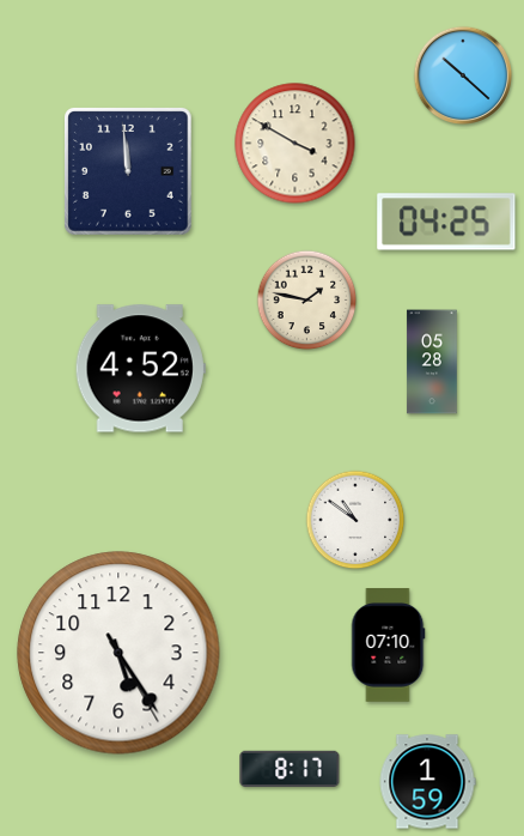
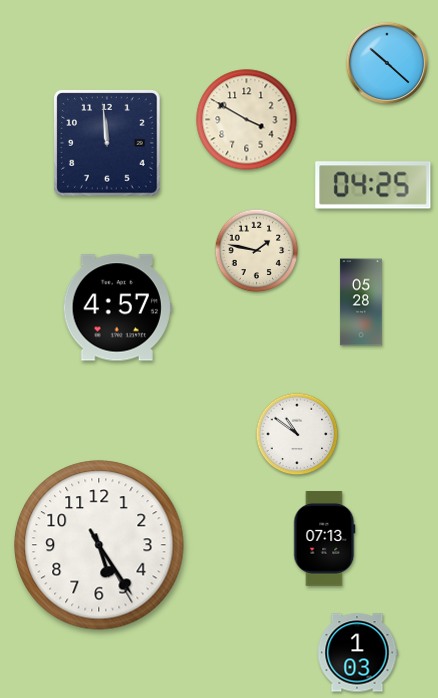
clock at (140, 369): 4:52 -> 4:57
clock at (389, 646): 07:10 -> 07:13
clock at (290, 768): 8:17 -> none
clock at (427, 782): 1:59 -> 1:03
